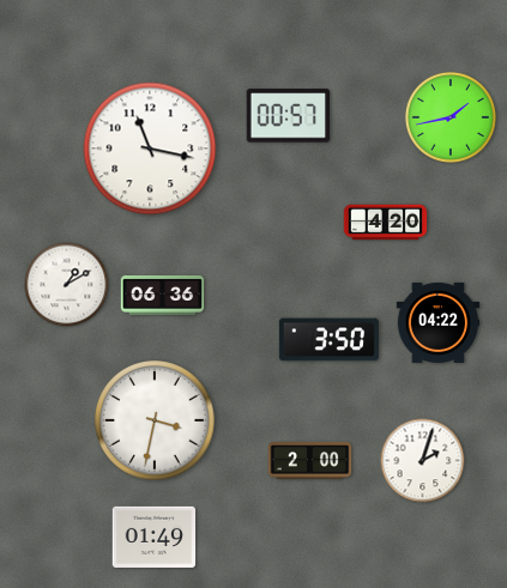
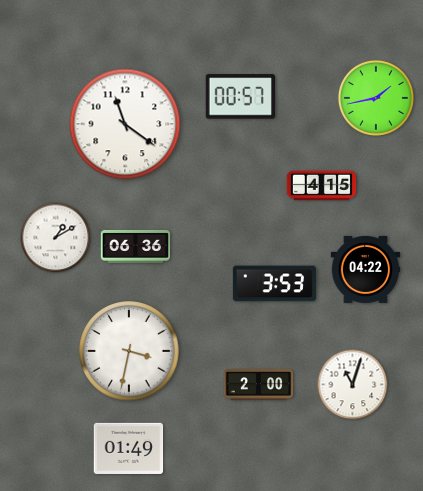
clock at (150, 148): 11:17 -> 11:21
clock at (386, 223): 4:20 -> 4:15
clock at (328, 340): 3:50 -> 3:53
clock at (423, 461): 2:03 -> 11:03
